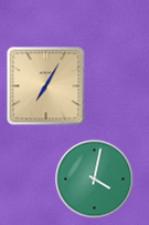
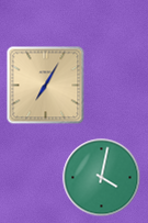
clock at (95, 180) position: (95, 180) -> (102, 178)
